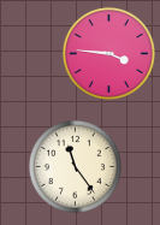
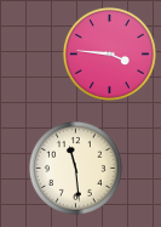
clock at (75, 166): 11:24 -> 11:29
